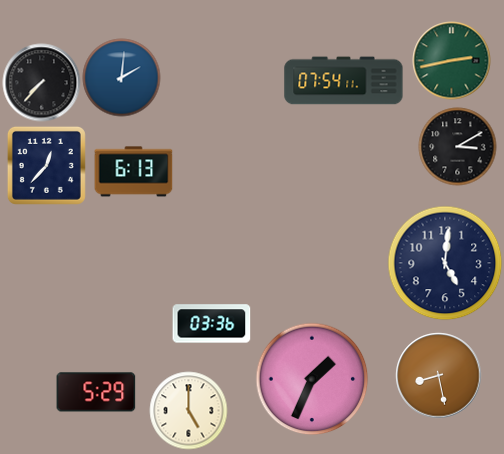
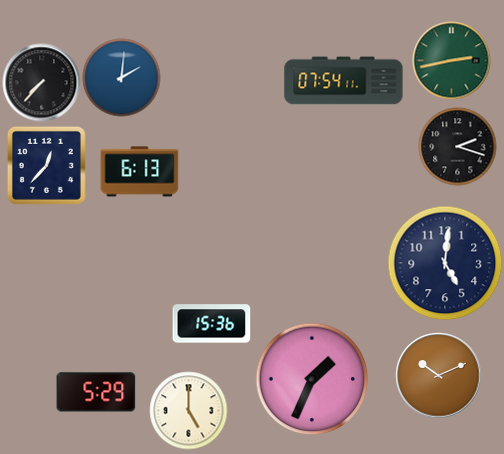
clock at (457, 146): 3:10 -> 2:18
clock at (133, 172) position: (133, 172) -> (139, 172)
clock at (211, 324): 03:36 -> 15:36
clock at (438, 375): 8:28 -> 10:11
